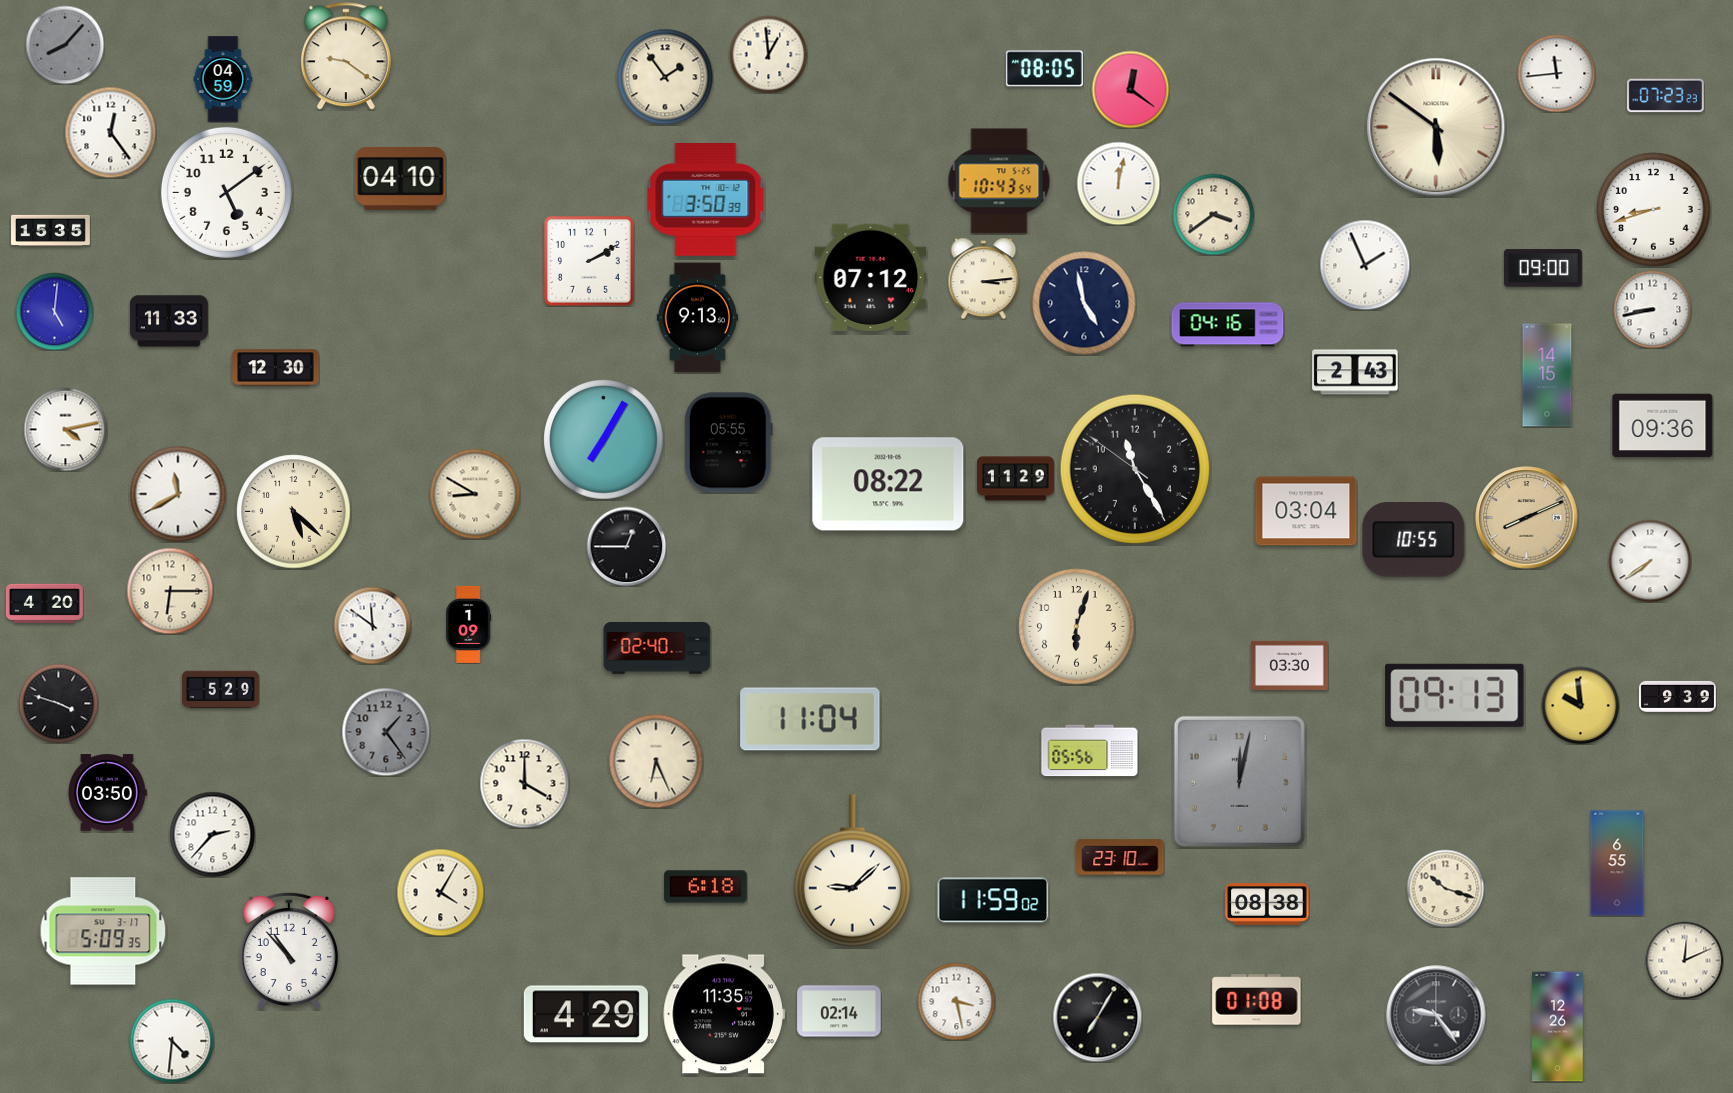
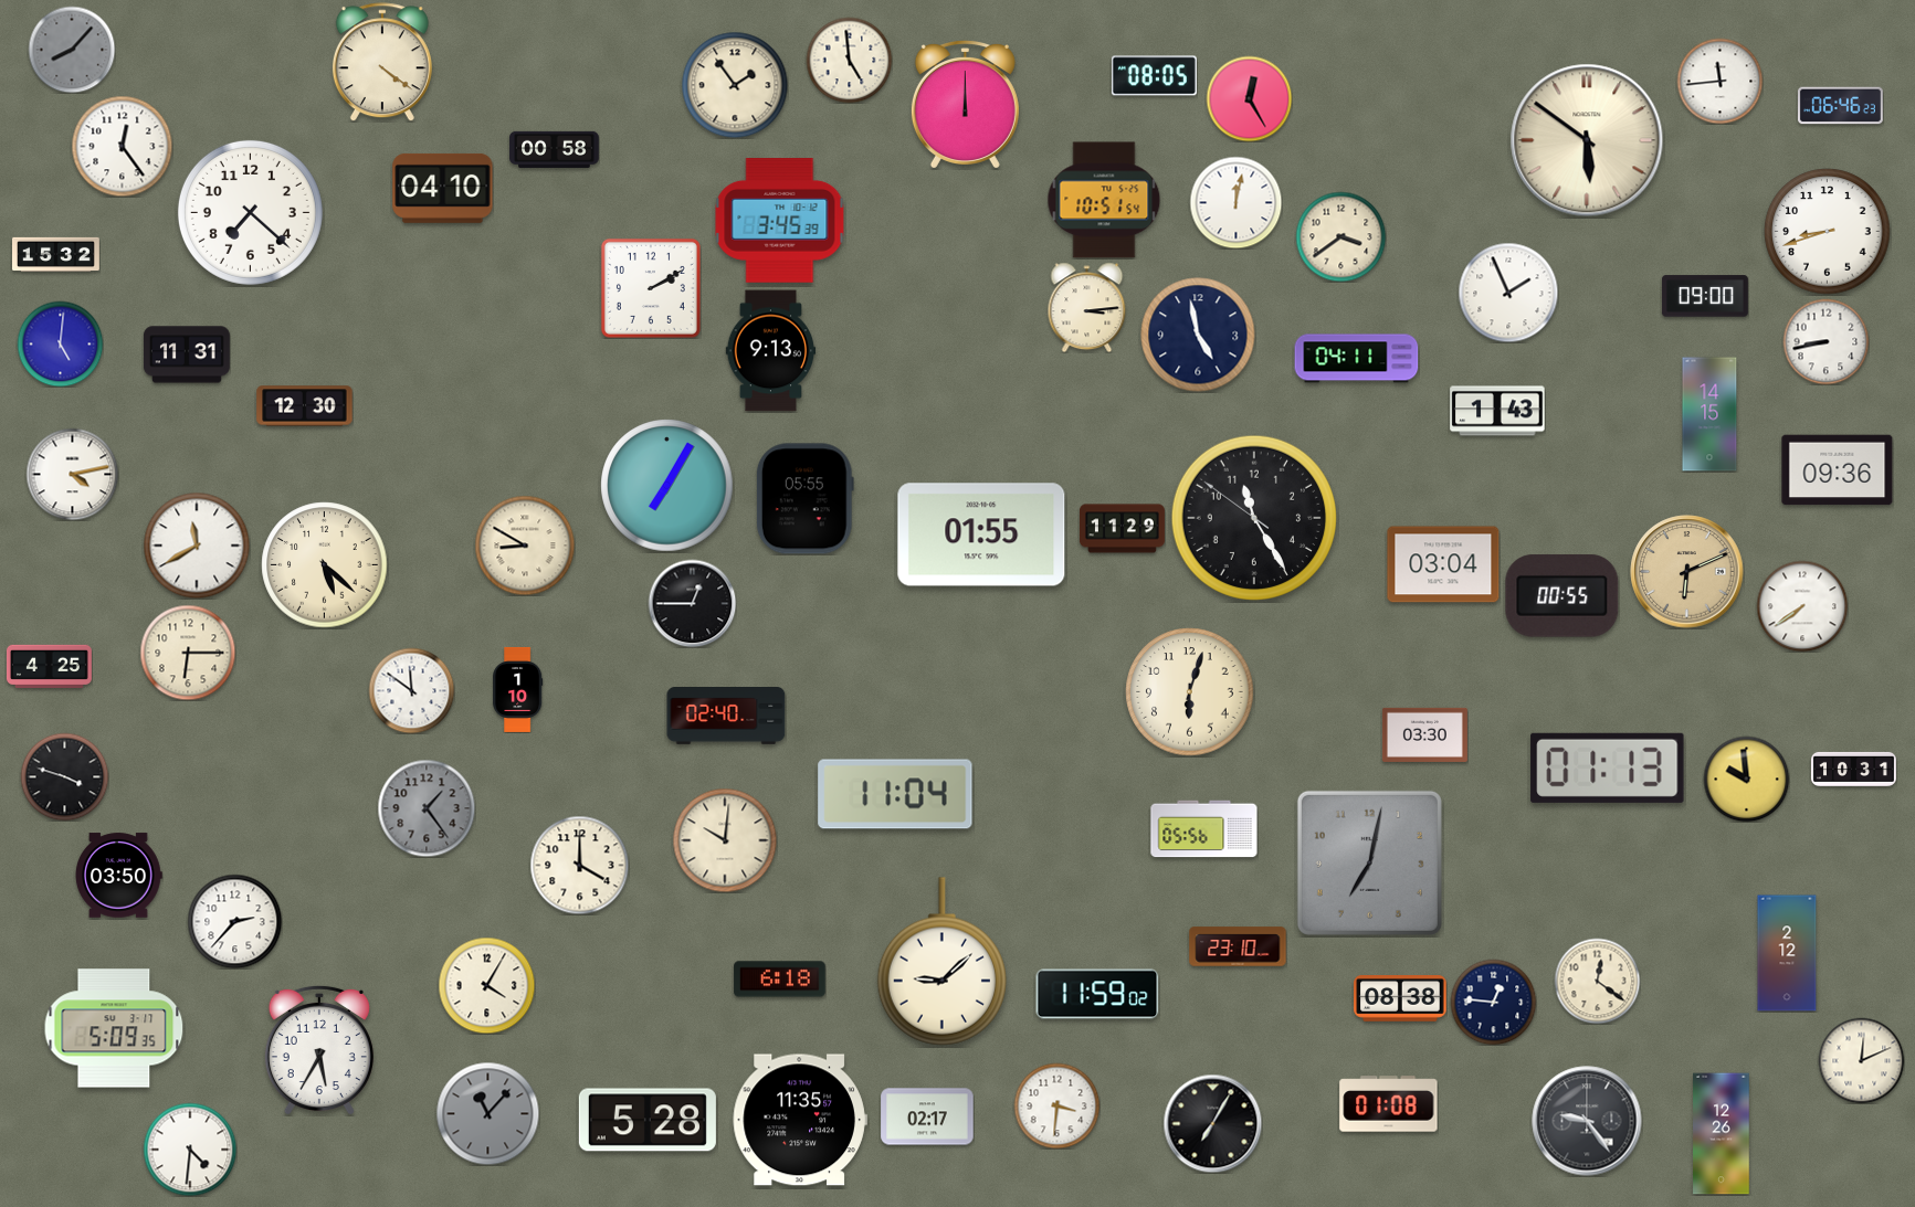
clock at (768, 54): 12:59 -> 4:59
clock at (346, 56): 9:21 -> 4:21
clock at (223, 79): 04:59 -> none
clock at (1130, 89): 12:21 -> 12:25
clock at (965, 105): none -> 12:00
clock at (1665, 96): 07:23 -> 06:46
clock at (555, 149): none -> 00:58
clock at (401, 178) position: (401, 178) -> (443, 188)
clock at (999, 181): 10:43 -> 10:51
clock at (226, 192): 5:09 -> 7:22
clock at (706, 200): 3:50 -> 3:45
clock at (51, 230): 15:35 -> 15:32
clock at (871, 277): 07:12 -> none
clock at (169, 321): 11:33 -> 11:31
clock at (1228, 325): 04:16 -> 04:11
clock at (1355, 372): 2:43 -> 1:43
clock at (728, 443) position: (728, 443) -> (804, 499)
clock at (888, 484): 08:22 -> 01:55
clock at (1527, 518): 8:11 -> 6:11
clock at (1414, 540): 10:55 -> 00:55
clock at (1650, 561) position: (1650, 561) -> (1802, 606)
clock at (44, 603): 4:20 -> 4:25
clock at (469, 624): 1:09 -> 1:10
clock at (220, 690): 5:29 -> none
clock at (1455, 695): 09:13 -> 01:13
clock at (1677, 696): 9:39 -> 10:31
clock at (656, 761): 6:26 -> 10:01
clock at (1239, 781): 12:02 -> 7:02
clock at (1617, 863): 6:55 -> 2:12
clock at (1445, 888): 10:18 -> 12:21
clock at (1493, 1002): none -> 12:46
clock at (289, 951): 10:53 -> 5:35
clock at (956, 1001): 3:28 -> 3:31
clock at (487, 1113): none -> 11:07
clock at (839, 1011): 02:14 -> 02:17
clock at (586, 1014): 4:29 -> 5:28
